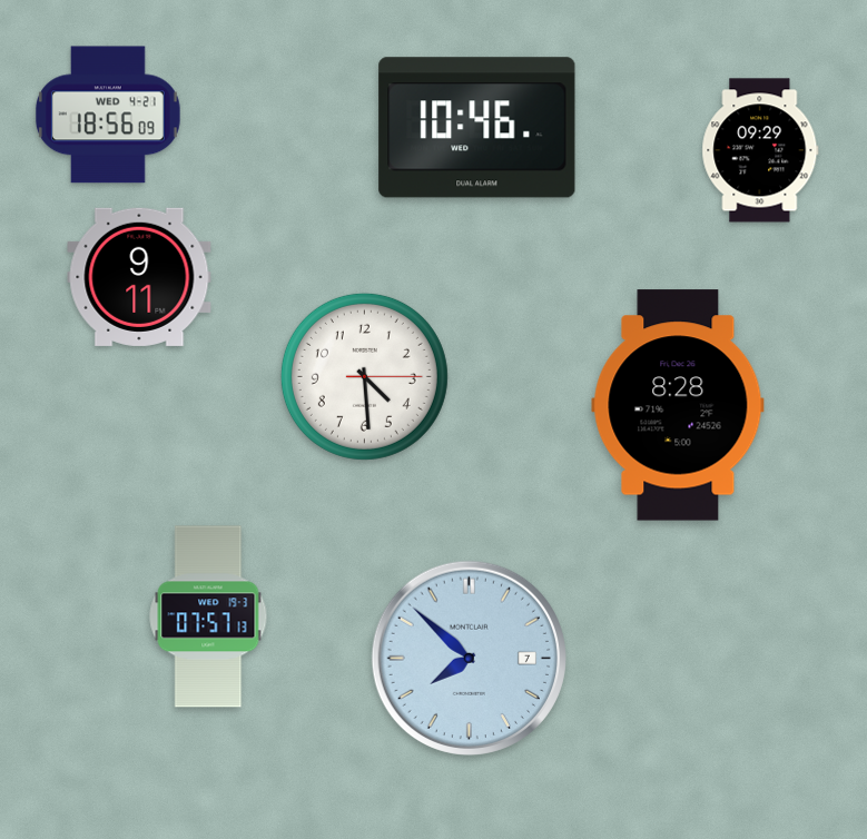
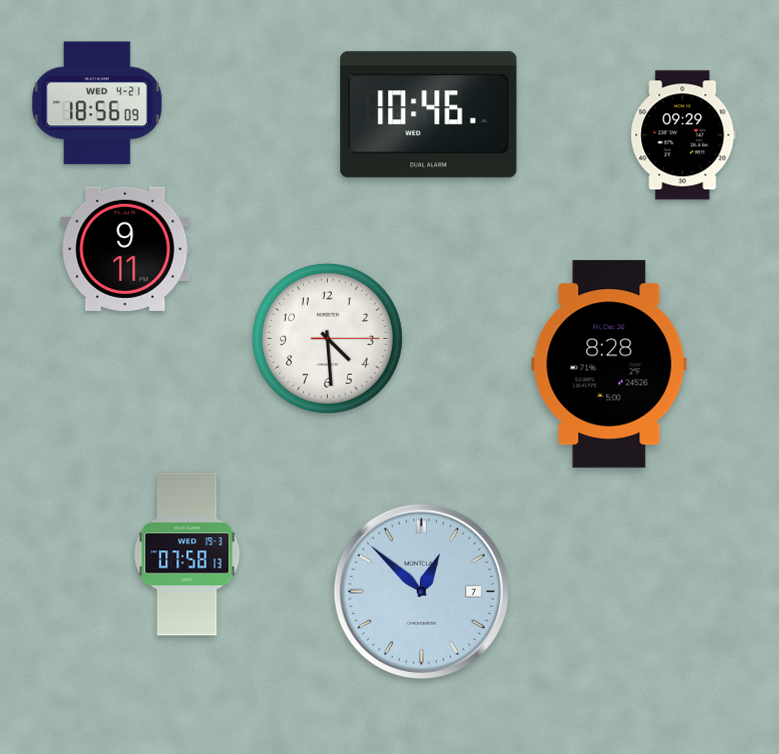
clock at (208, 616): 07:57 -> 07:58
clock at (469, 658): 7:52 -> 12:52
